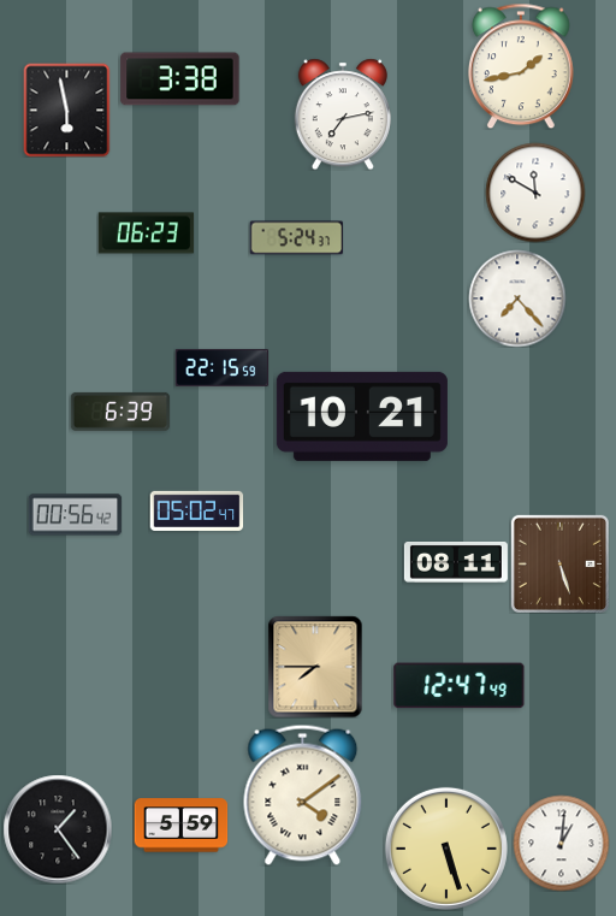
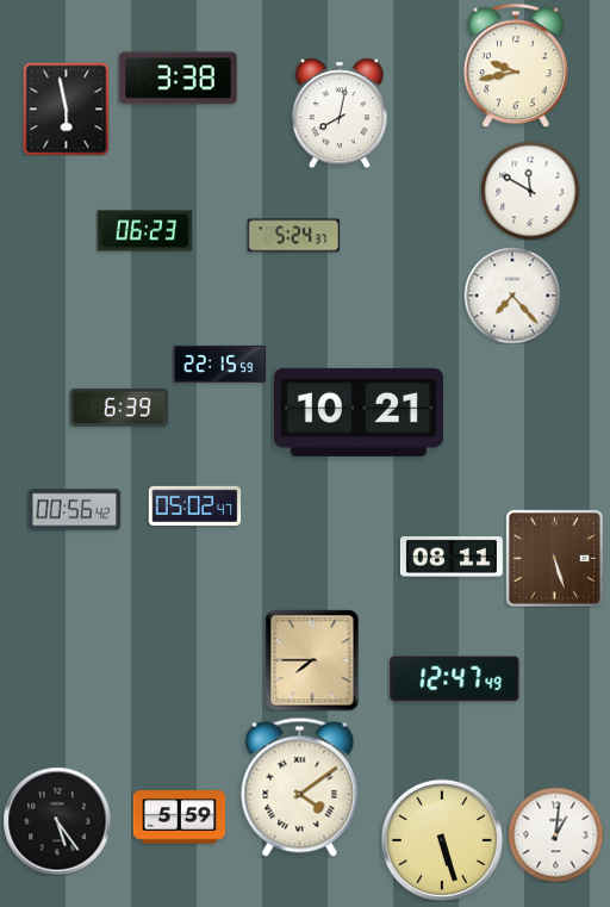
clock at (521, 66): 1:43 -> 9:43
clock at (343, 114): 7:13 -> 8:02
clock at (58, 829): 1:24 -> 5:24
